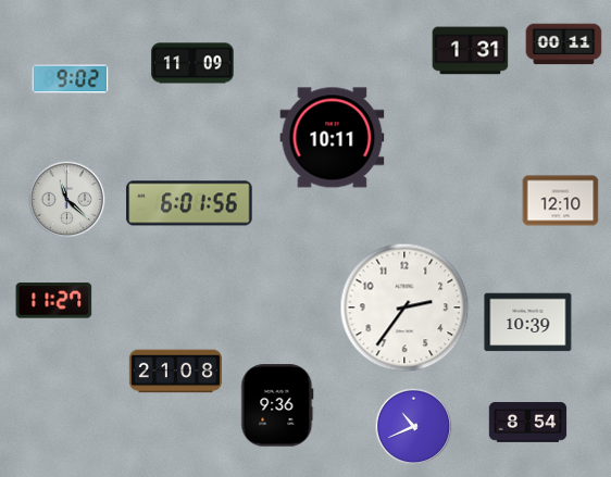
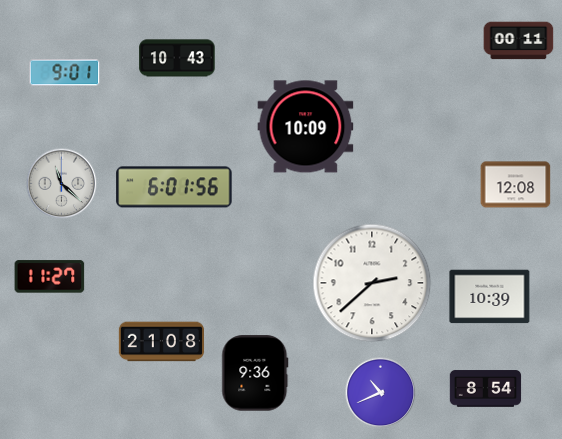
clock at (471, 51): 1:31 -> none
clock at (192, 63): 11:09 -> 10:43
clock at (71, 79): 9:02 -> 9:01
clock at (333, 138): 10:11 -> 10:09
clock at (561, 201): 12:10 -> 12:08
clock at (404, 307): 2:36 -> 2:38
clock at (528, 323) position: (528, 323) -> (490, 297)
